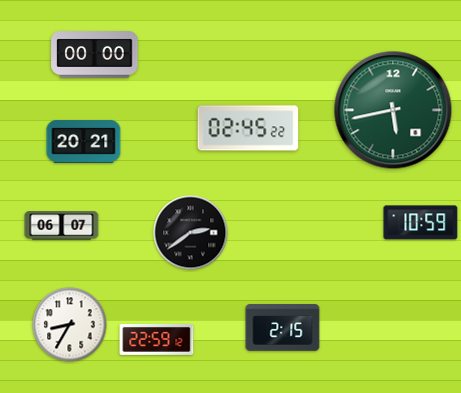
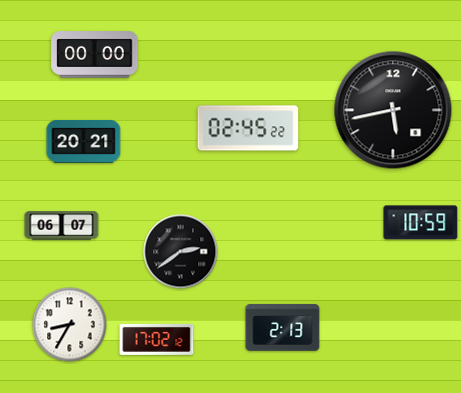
clock at (393, 110) dial: green -> black
clock at (191, 233) position: (191, 233) -> (181, 252)
clock at (283, 328): 2:15 -> 2:13
clock at (157, 339): 22:59 -> 17:02
